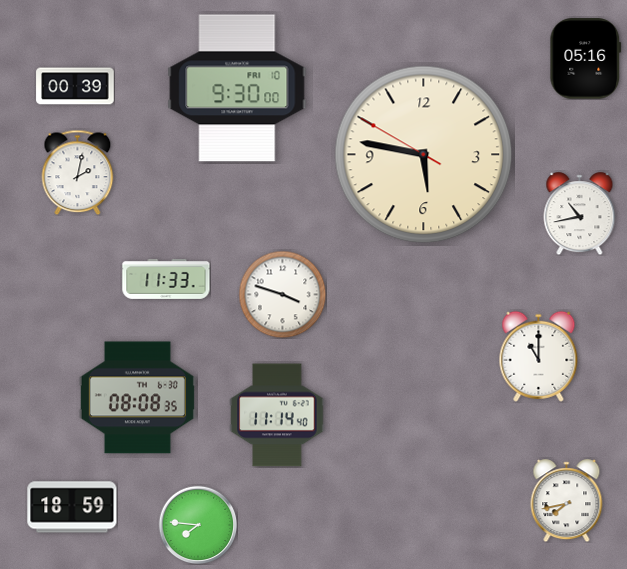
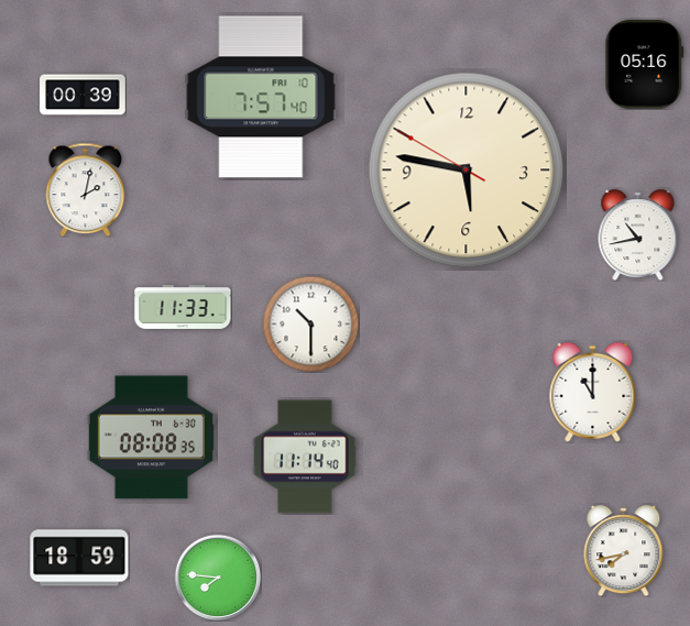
clock at (237, 88): 9:30 -> 7:57
clock at (282, 294): 3:48 -> 10:30
